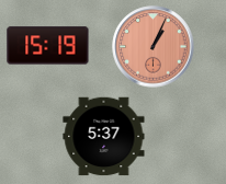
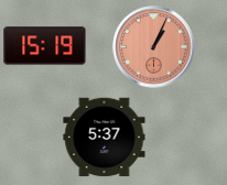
clock at (48, 46) position: (48, 46) -> (45, 46)
